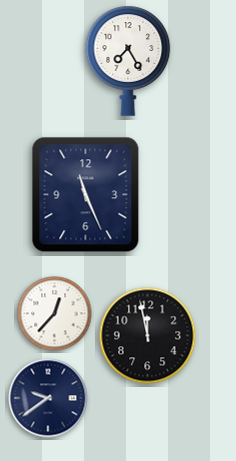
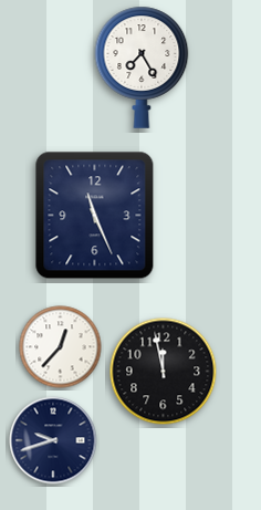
clock at (48, 398): 9:39 -> 9:42
